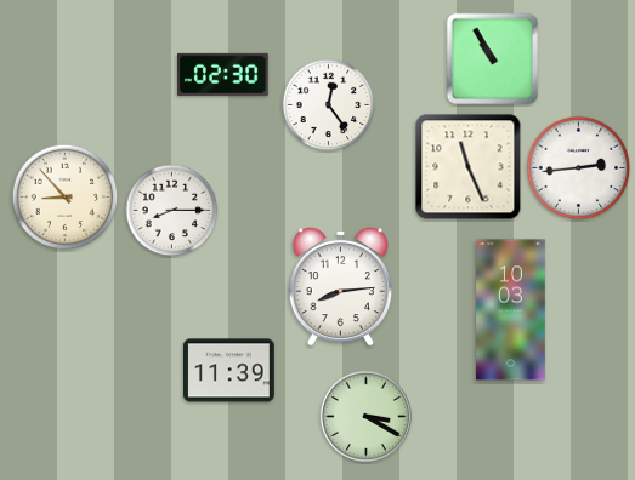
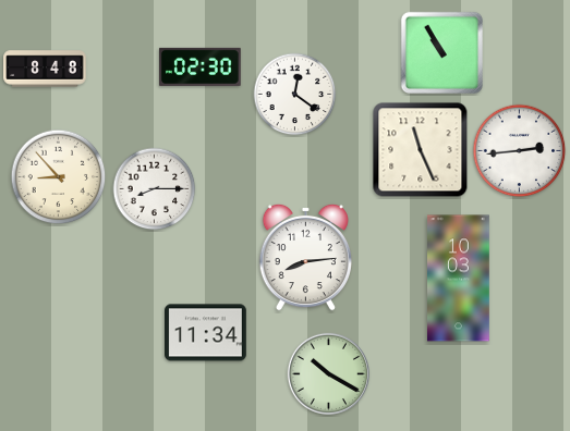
clock at (45, 69): none -> 8:48
clock at (329, 105): 12:24 -> 12:21
clock at (229, 371): 11:39 -> 11:34
clock at (365, 416): 3:20 -> 10:20
